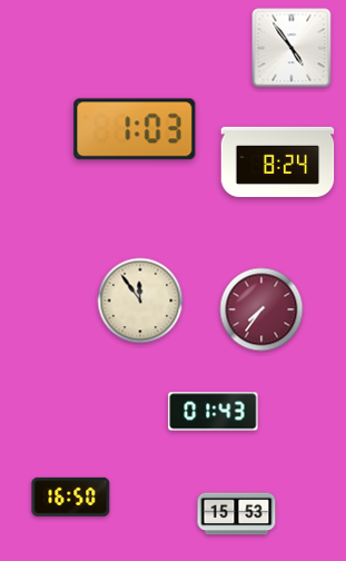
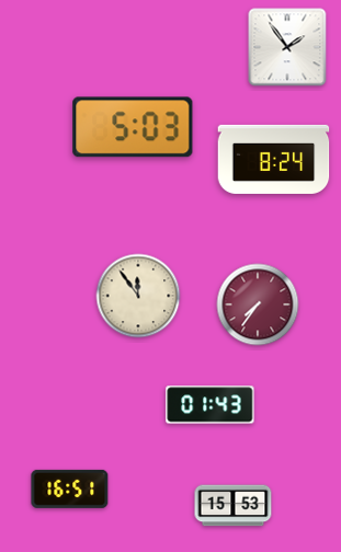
clock at (291, 48): 4:54 -> 1:54
clock at (135, 129): 1:03 -> 5:03
clock at (71, 496): 16:50 -> 16:51
